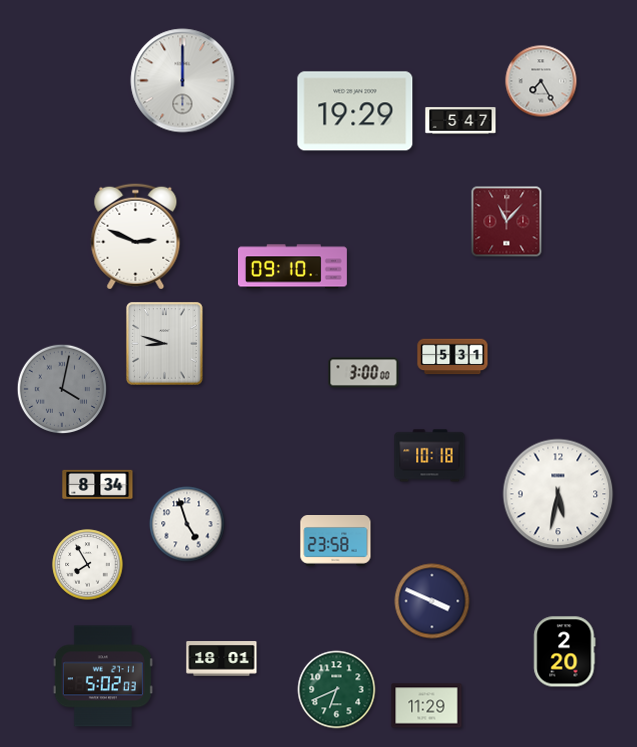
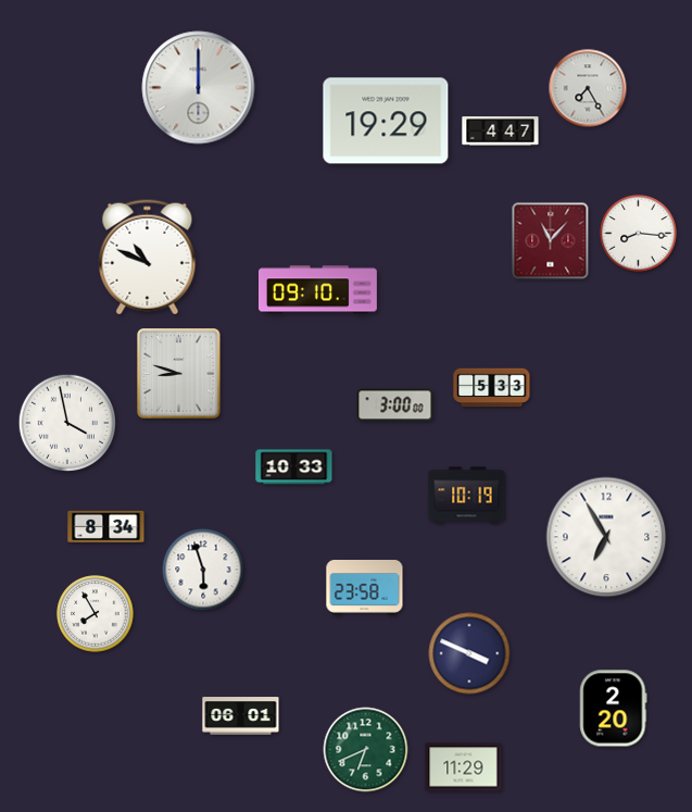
clock at (461, 121): 5:47 -> 4:47
clock at (639, 234): none -> 8:16
clock at (136, 237): 2:49 -> 10:49
clock at (453, 357): 5:31 -> 5:33
clock at (61, 388): 4:02 -> 3:58
clock at (61, 388) dial: grey -> white
clock at (294, 467): none -> 10:33
clock at (430, 456): 10:18 -> 10:19
clock at (558, 494): 5:32 -> 6:55
clock at (187, 524): 4:57 -> 5:57
clock at (222, 659): 18:01 -> 06:01
clock at (103, 676): 5:02 -> none
